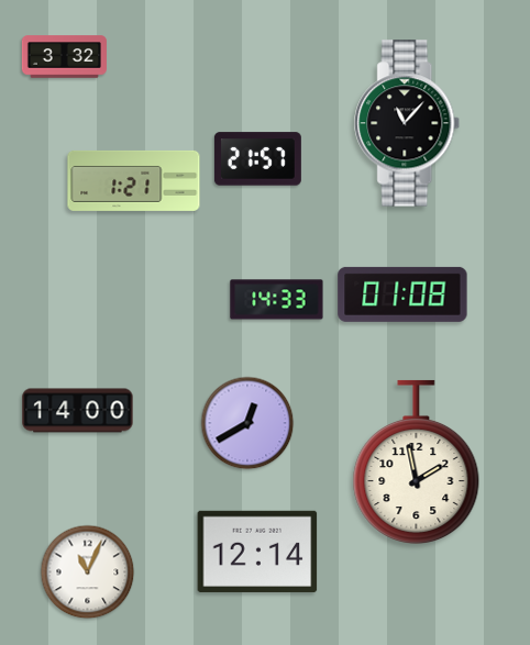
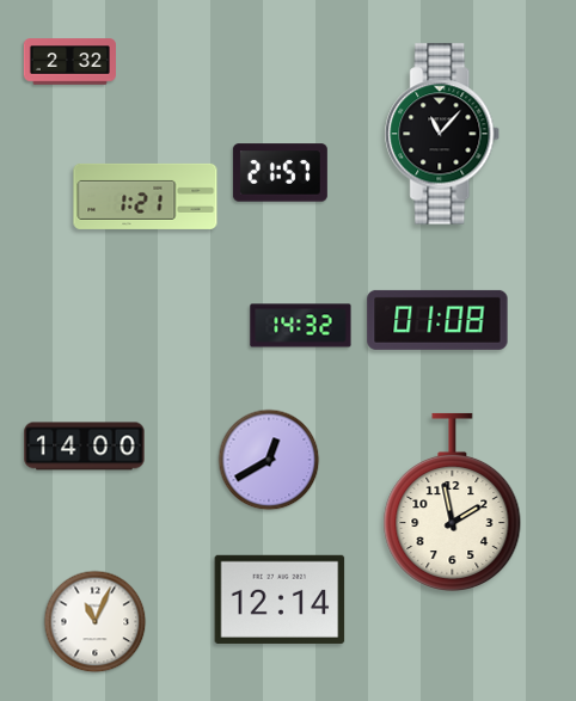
clock at (64, 57): 3:32 -> 2:32
clock at (277, 300): 14:33 -> 14:32
